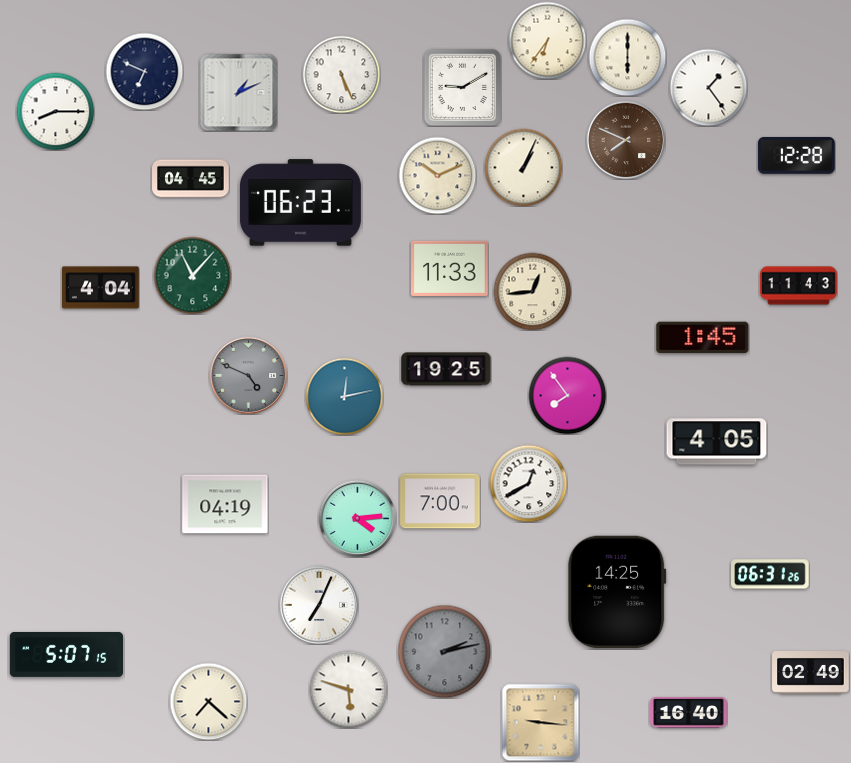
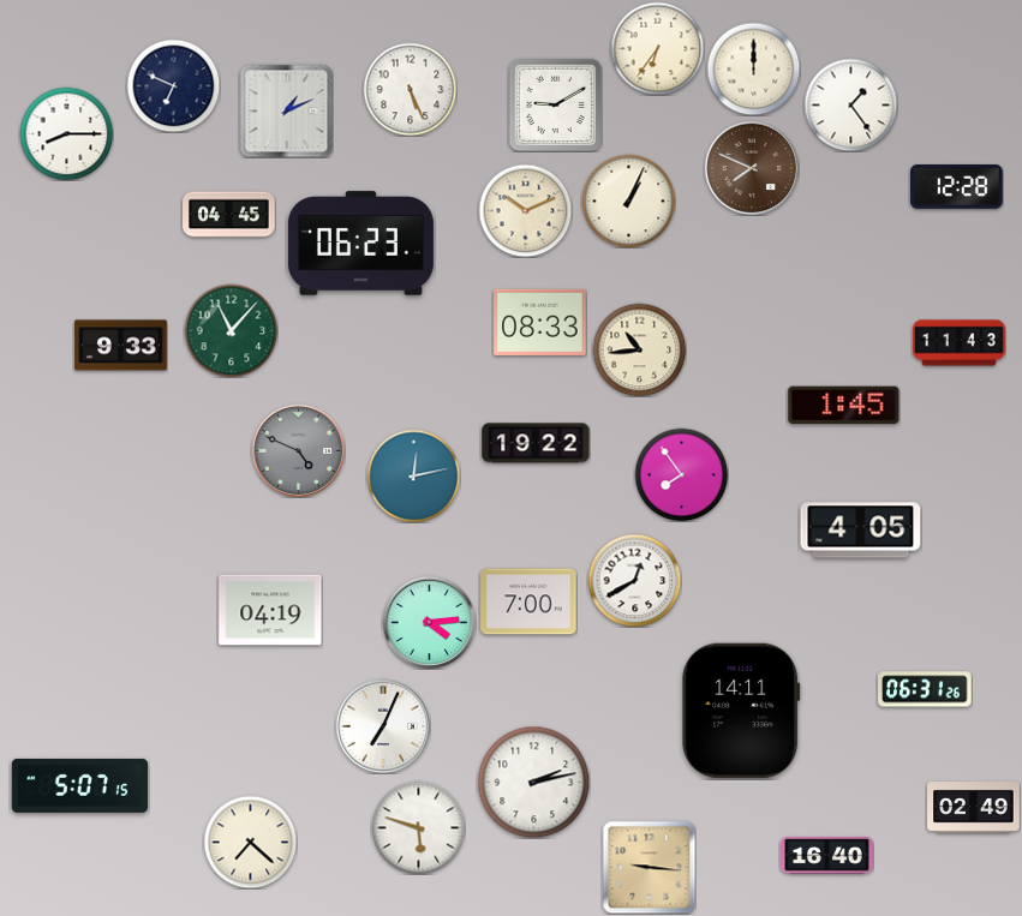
clock at (627, 57): 6:00 -> 12:00
clock at (450, 268): 11:33 -> 08:33
clock at (101, 288): 4:04 -> 9:33
clock at (532, 291): 12:44 -> 10:44
clock at (446, 369): 19:25 -> 19:22
clock at (225, 504) position: (225, 504) -> (270, 610)
clock at (617, 592): 14:25 -> 14:11
clock at (444, 651) dial: grey -> white
